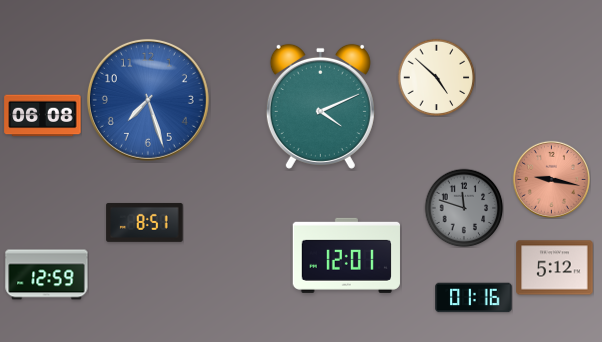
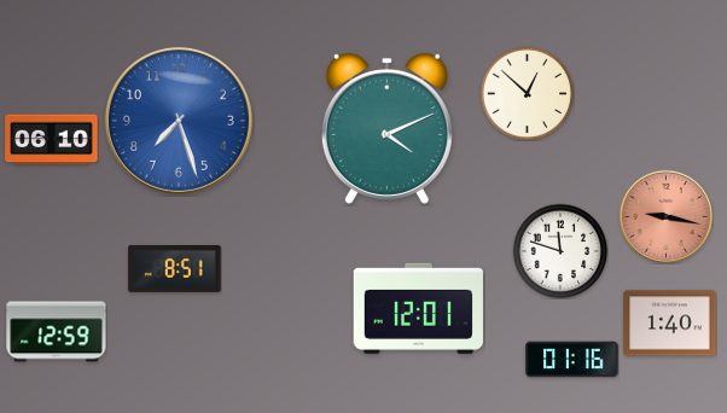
clock at (436, 77): 4:52 -> 12:52
clock at (43, 116): 06:08 -> 06:10
clock at (464, 208) dial: grey -> white
clock at (555, 268): 5:12 -> 1:40
